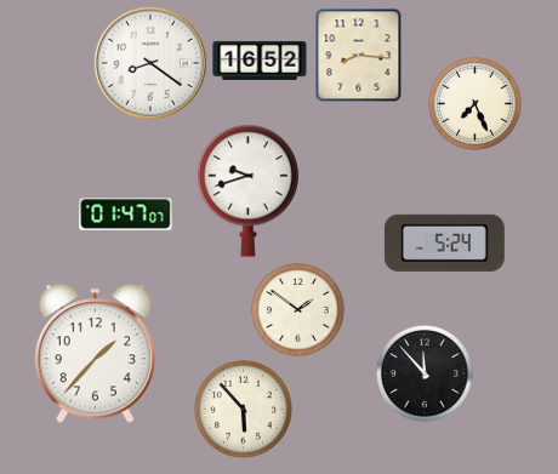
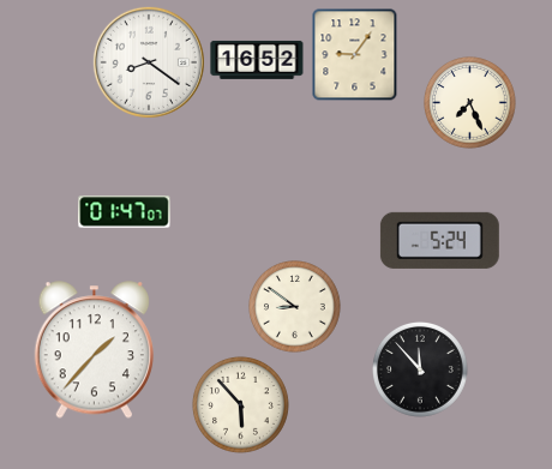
clock at (359, 55): 8:16 -> 9:06
clock at (247, 190): 9:42 -> none
clock at (298, 310): 1:51 -> 8:51
